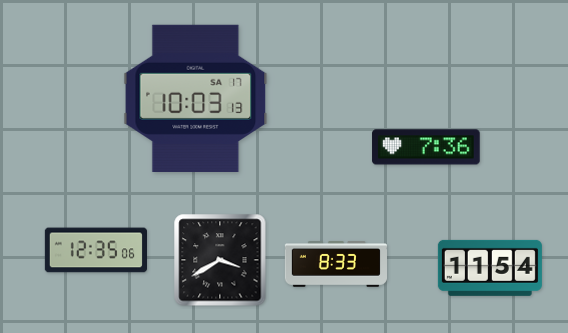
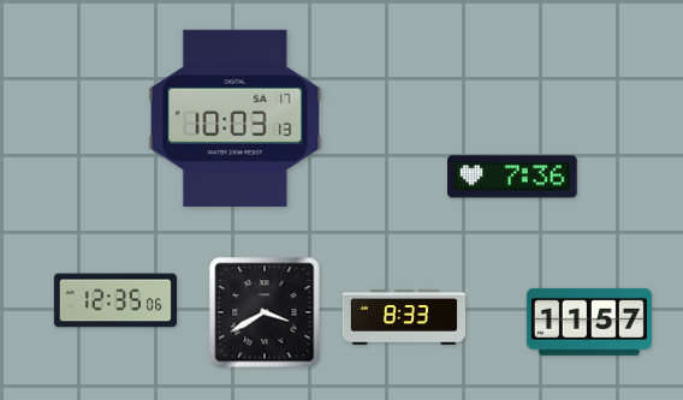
clock at (490, 268): 11:54 -> 11:57
